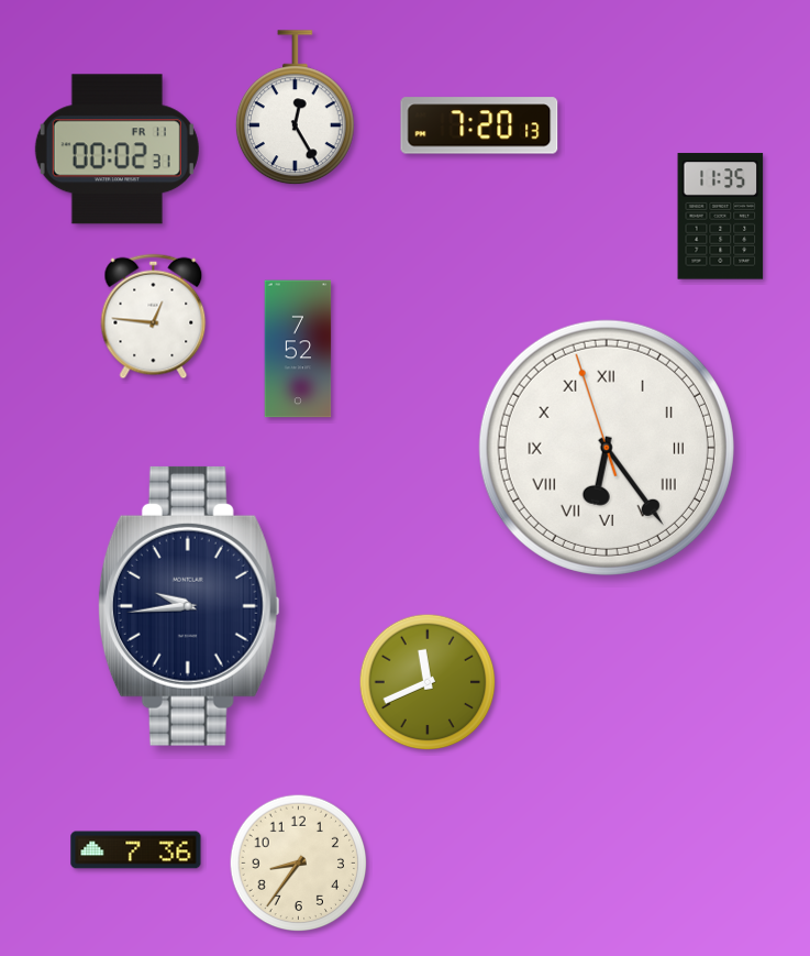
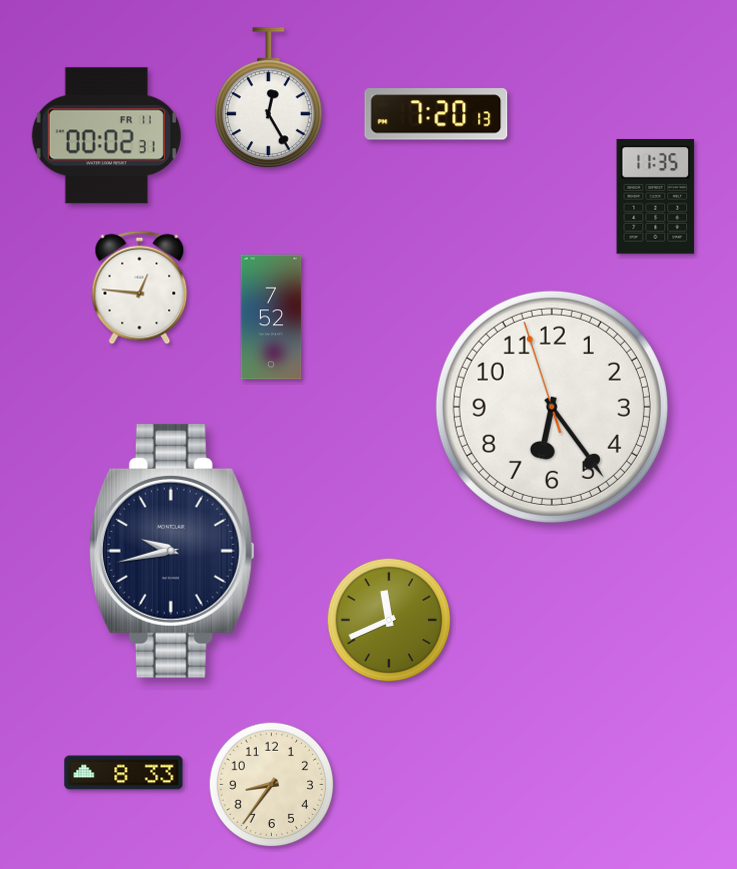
clock at (607, 448) numerals: Roman -> Arabic
clock at (189, 606): 9:44 -> 9:43
clock at (136, 850): 7:36 -> 8:33
